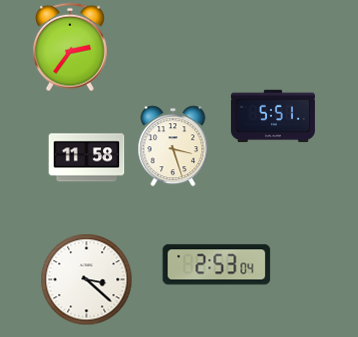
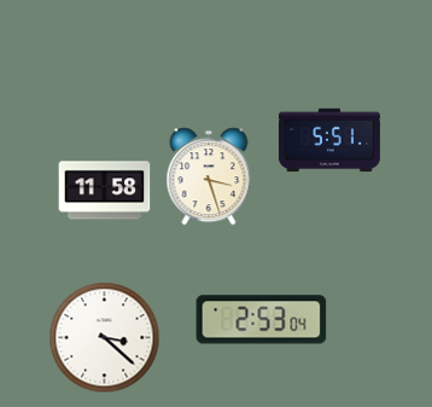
clock at (70, 47): 2:36 -> none
